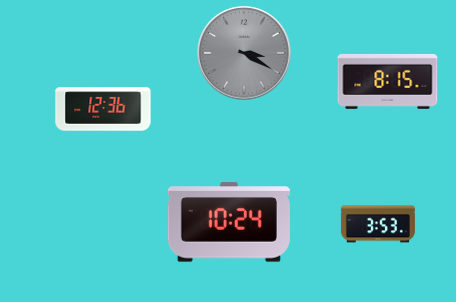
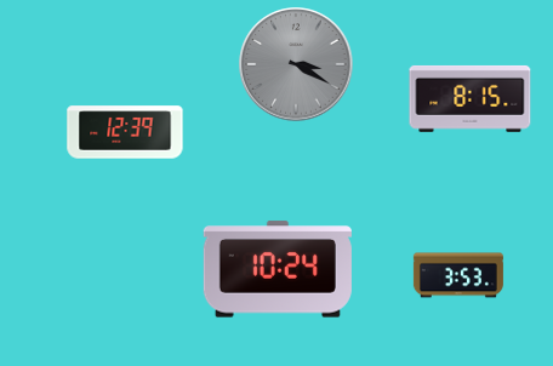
clock at (103, 109): 12:36 -> 12:39
clock at (378, 224) position: (378, 224) -> (458, 275)
